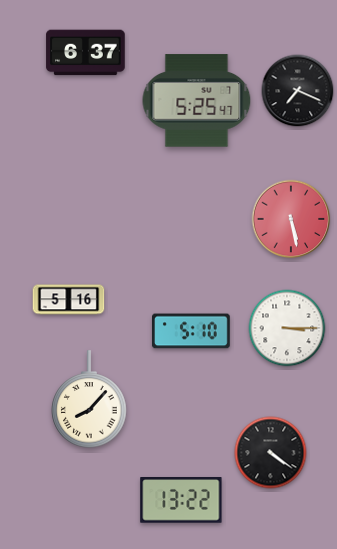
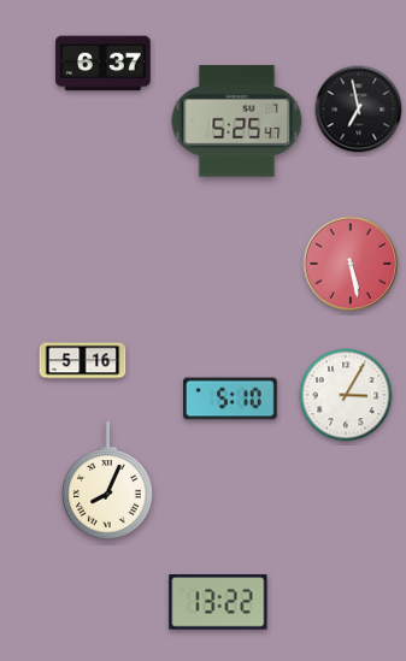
clock at (298, 91): 7:19 -> 6:58
clock at (287, 328): 3:15 -> 3:05
clock at (89, 399): 8:07 -> 8:04
clock at (271, 453): 4:21 -> none
